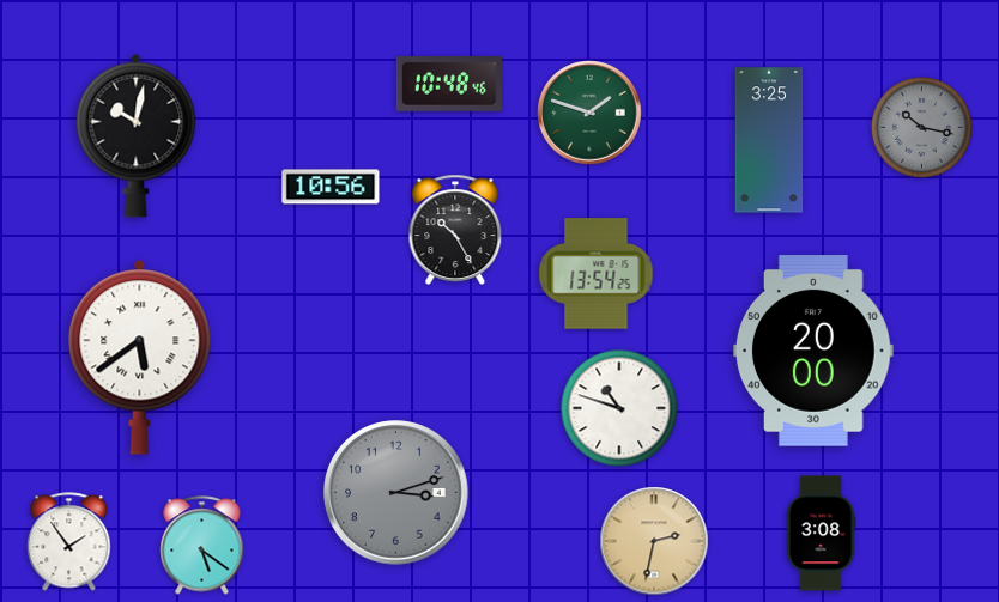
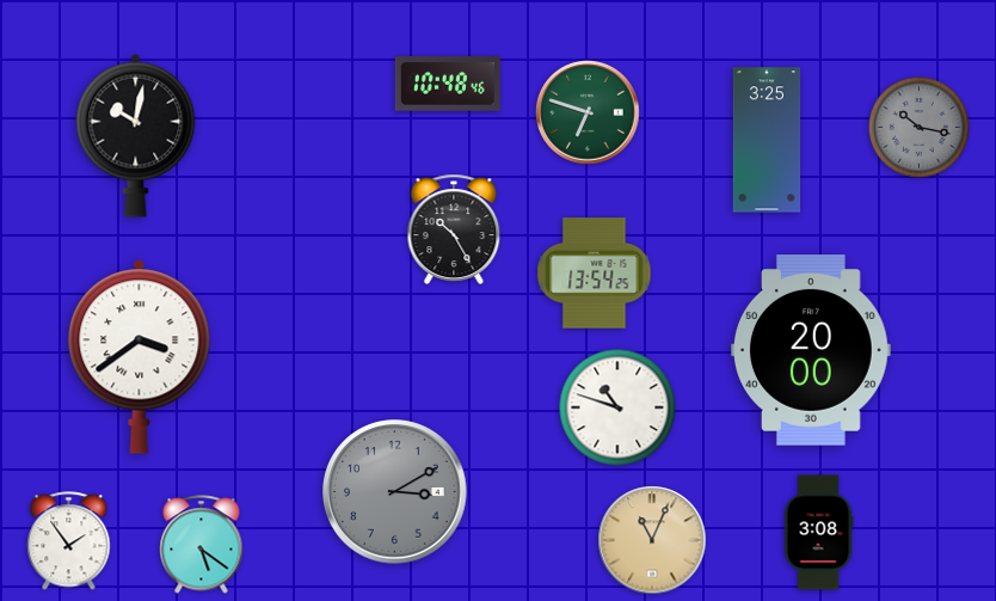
clock at (589, 113): 1:48 -> 6:48
clock at (331, 187): 10:56 -> none
clock at (140, 357): 5:39 -> 3:39
clock at (396, 493): 3:12 -> 3:10
clock at (654, 541): 2:32 -> 11:04
